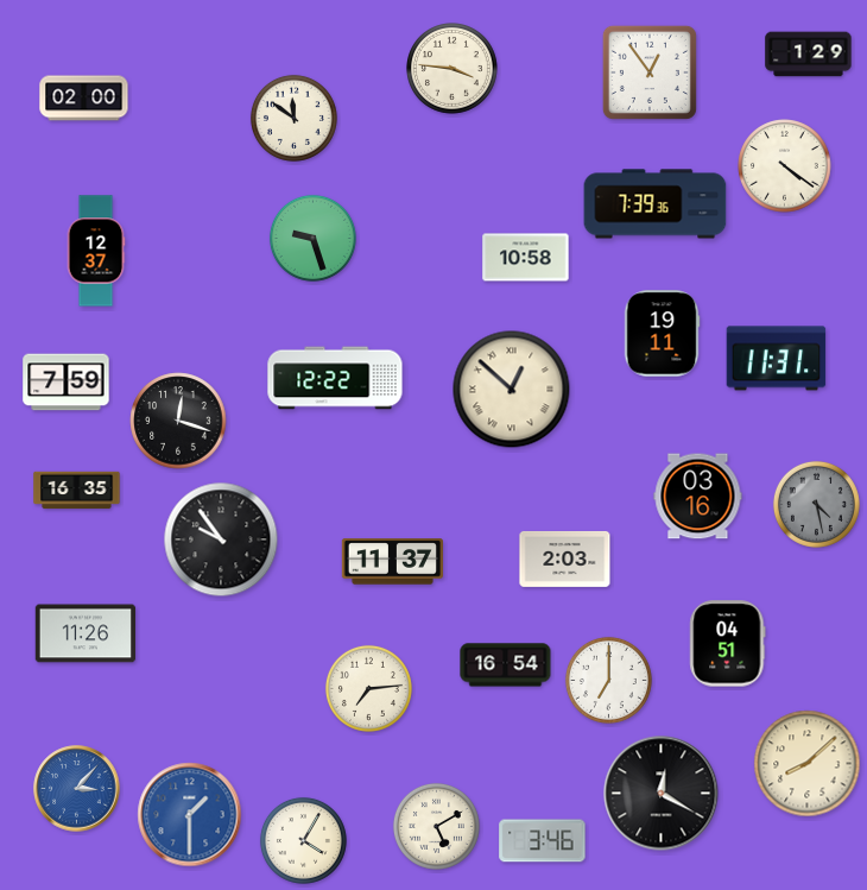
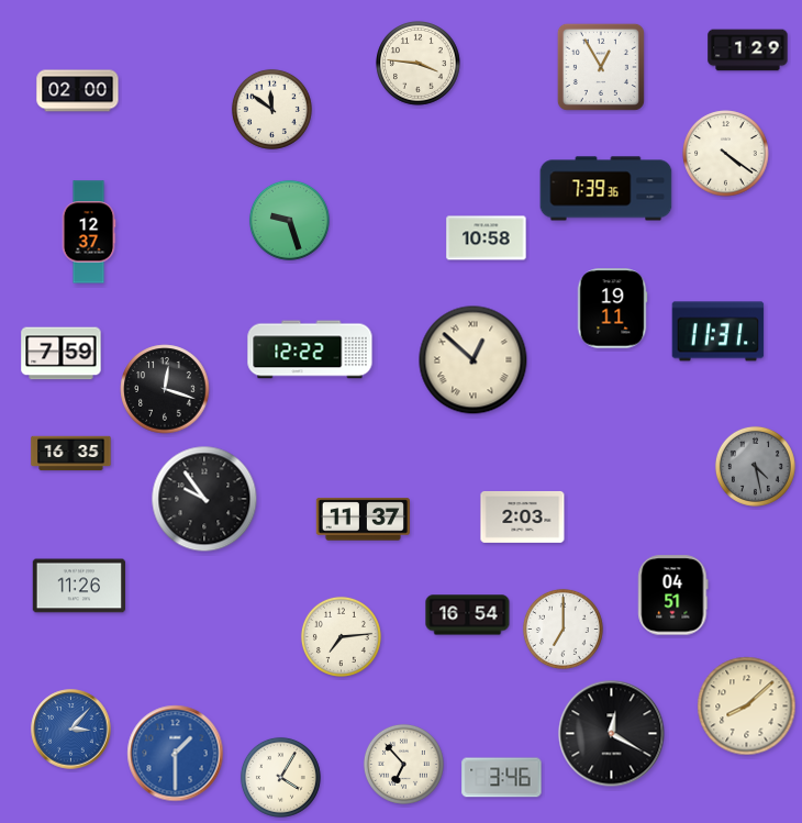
clock at (650, 72): 12:54 -> 12:55
clock at (698, 497): 03:16 -> none
clock at (436, 826): 5:10 -> 6:53
